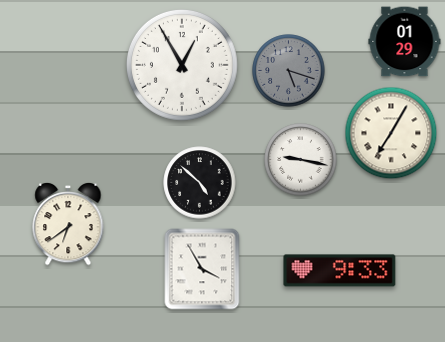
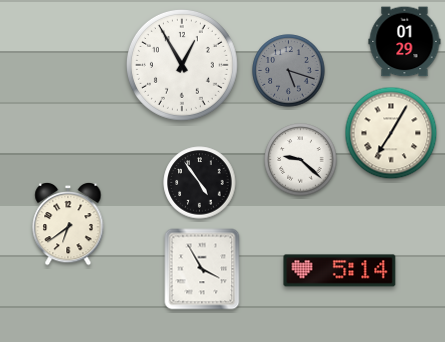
clock at (301, 160): 9:17 -> 9:22
clock at (200, 183): 4:52 -> 4:54
clock at (340, 271): 9:33 -> 5:14
